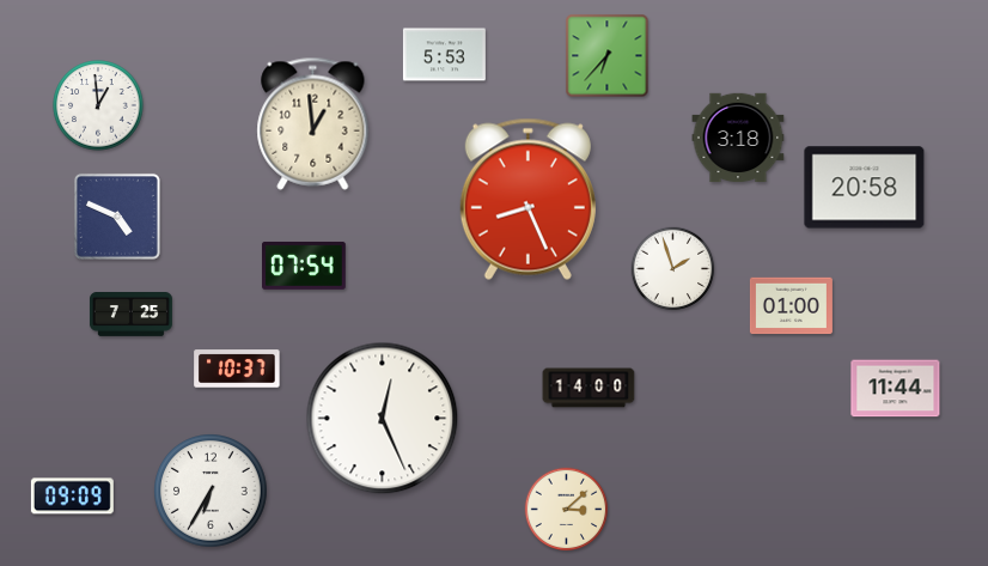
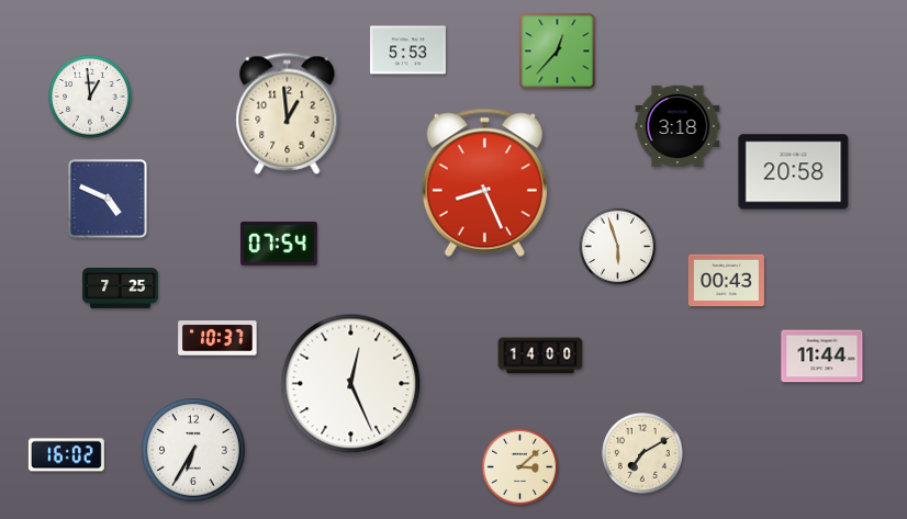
clock at (608, 56): 6:37 -> 12:37
clock at (673, 269): 1:57 -> 5:57
clock at (791, 306): 01:00 -> 00:43
clock at (643, 454): none -> 7:10
clock at (72, 497): 09:09 -> 16:02
